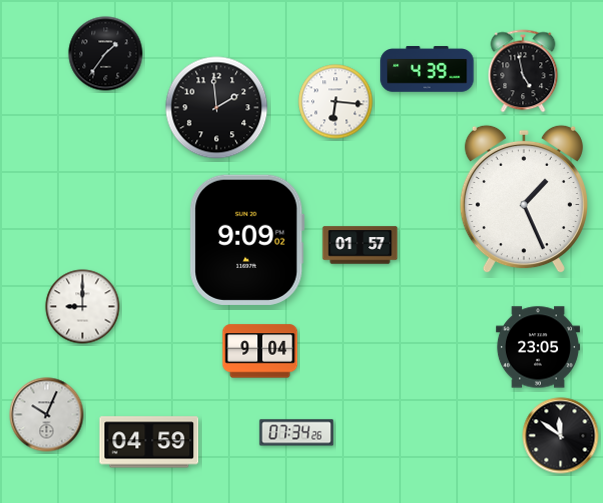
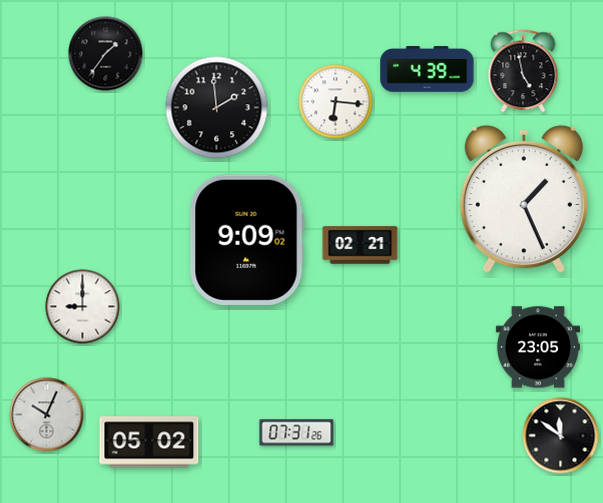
clock at (360, 245): 01:57 -> 02:21
clock at (260, 351): 9:04 -> none
clock at (297, 433): 07:34 -> 07:31
clock at (149, 442): 04:59 -> 05:02
